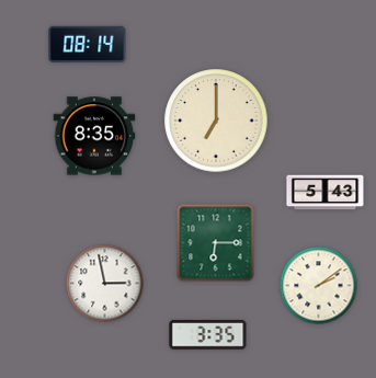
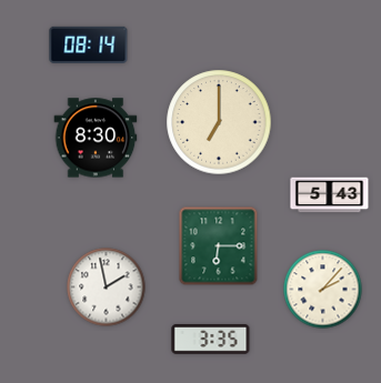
clock at (94, 136): 8:35 -> 8:30
clock at (105, 284): 2:58 -> 1:58
clock at (319, 286): 2:09 -> 2:07
